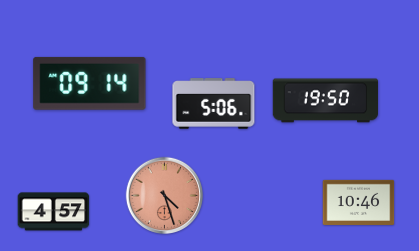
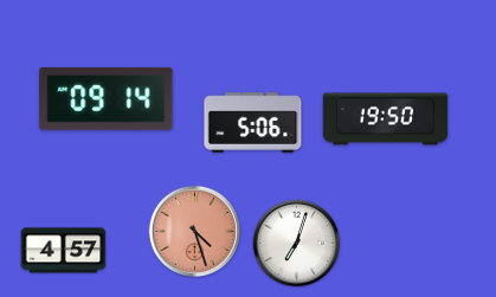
clock at (359, 202): 10:46 -> none
clock at (297, 244): none -> 7:03
